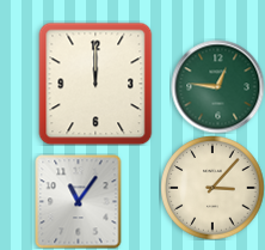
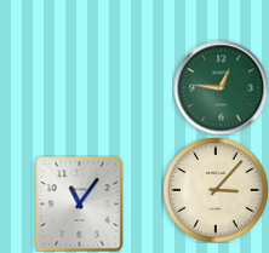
clock at (95, 84): 12:00 -> none
